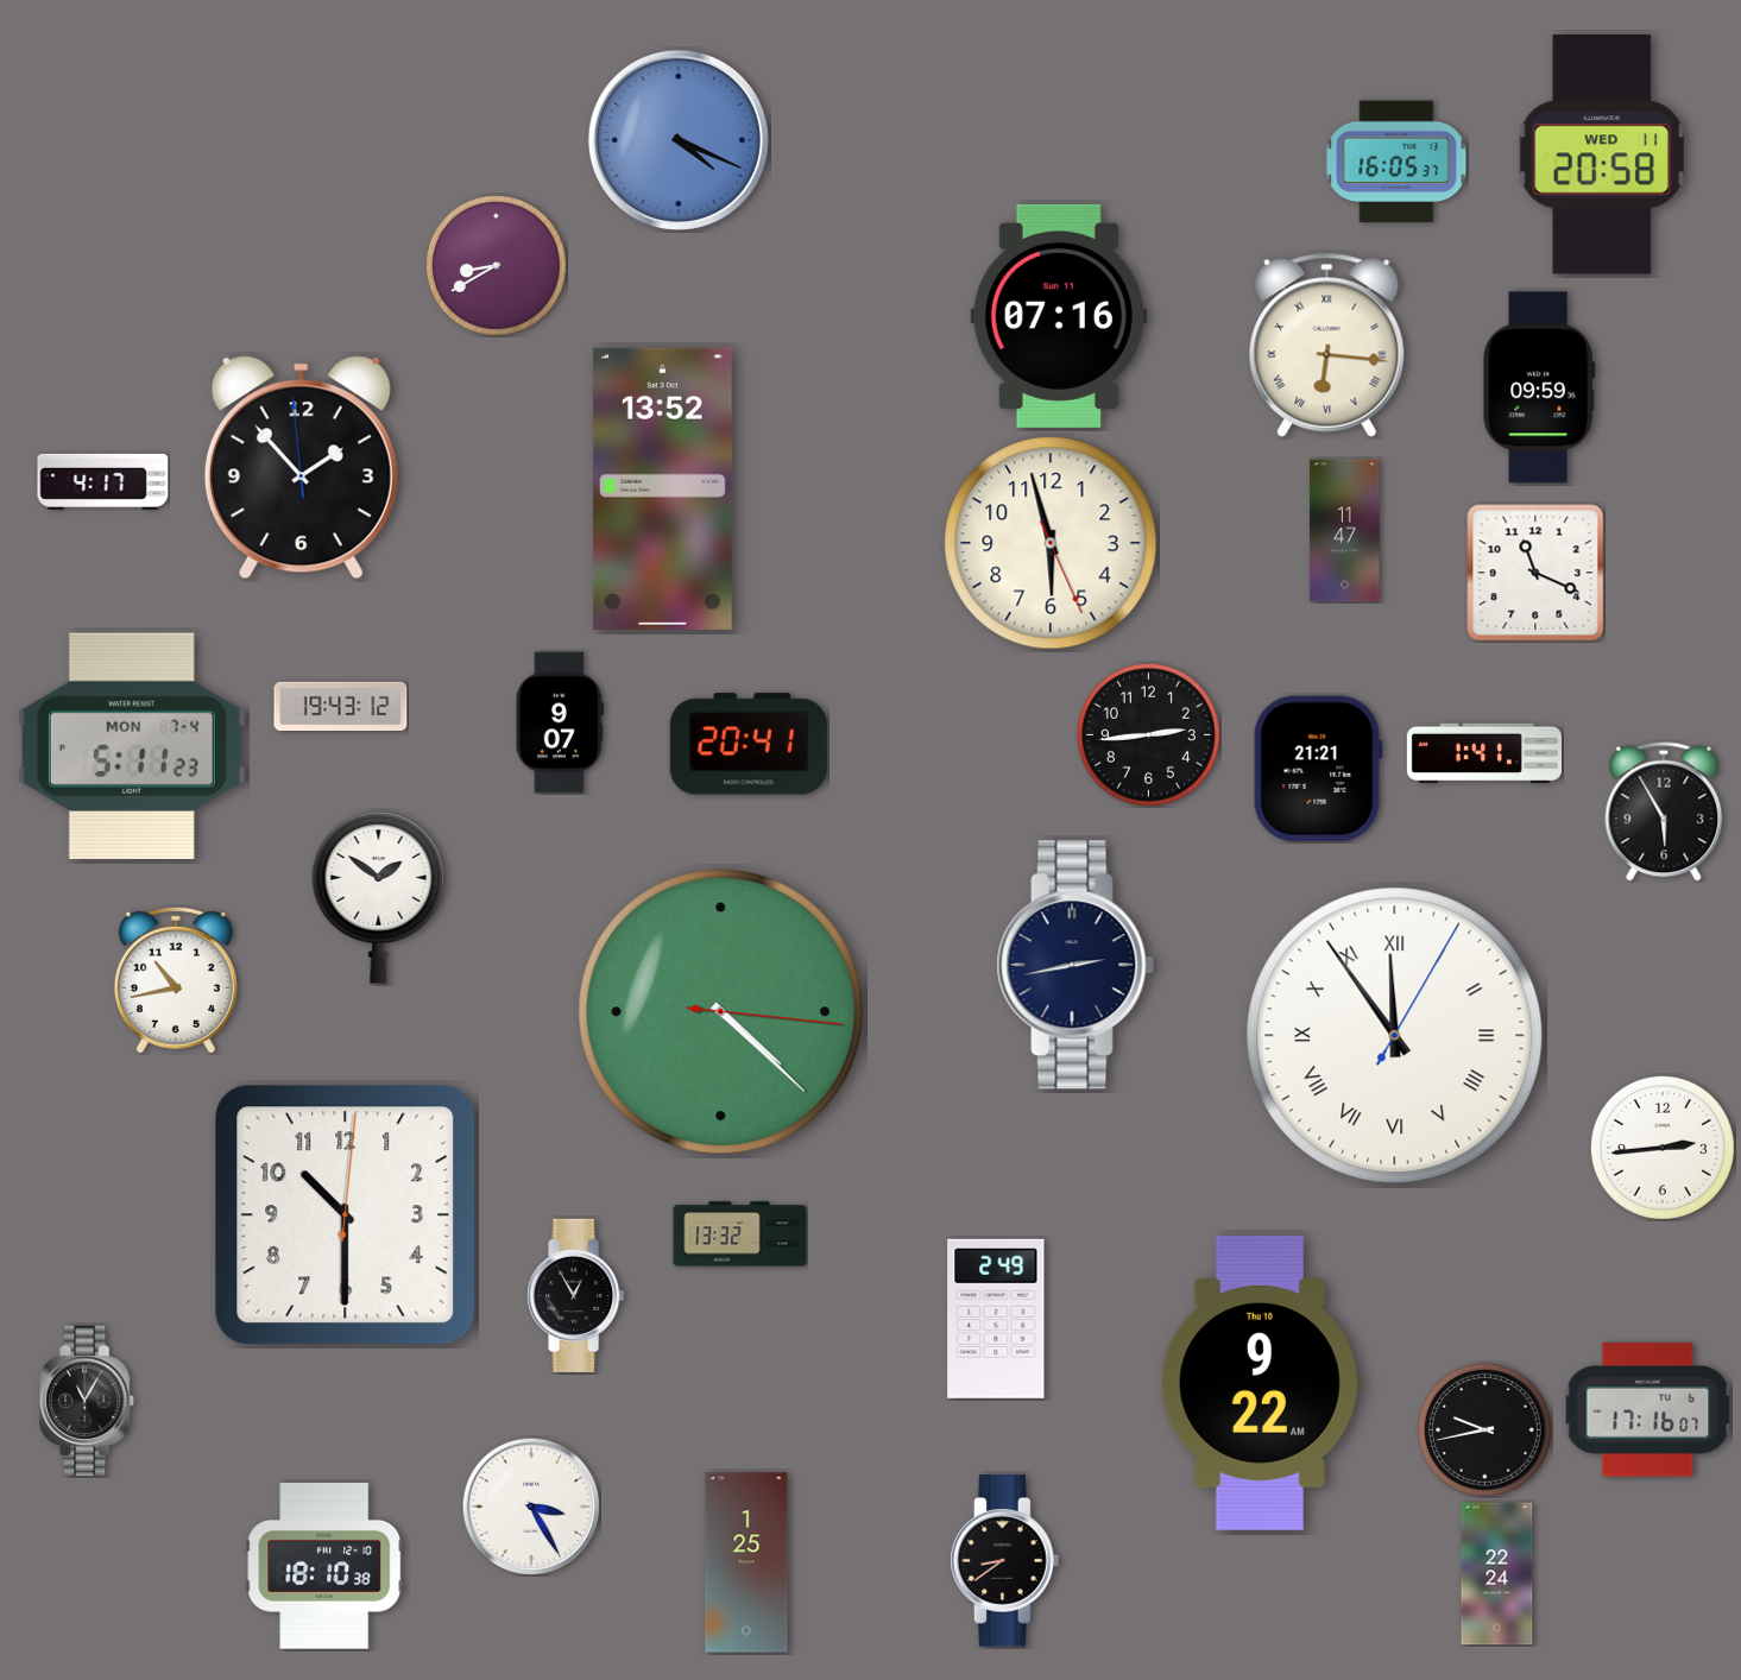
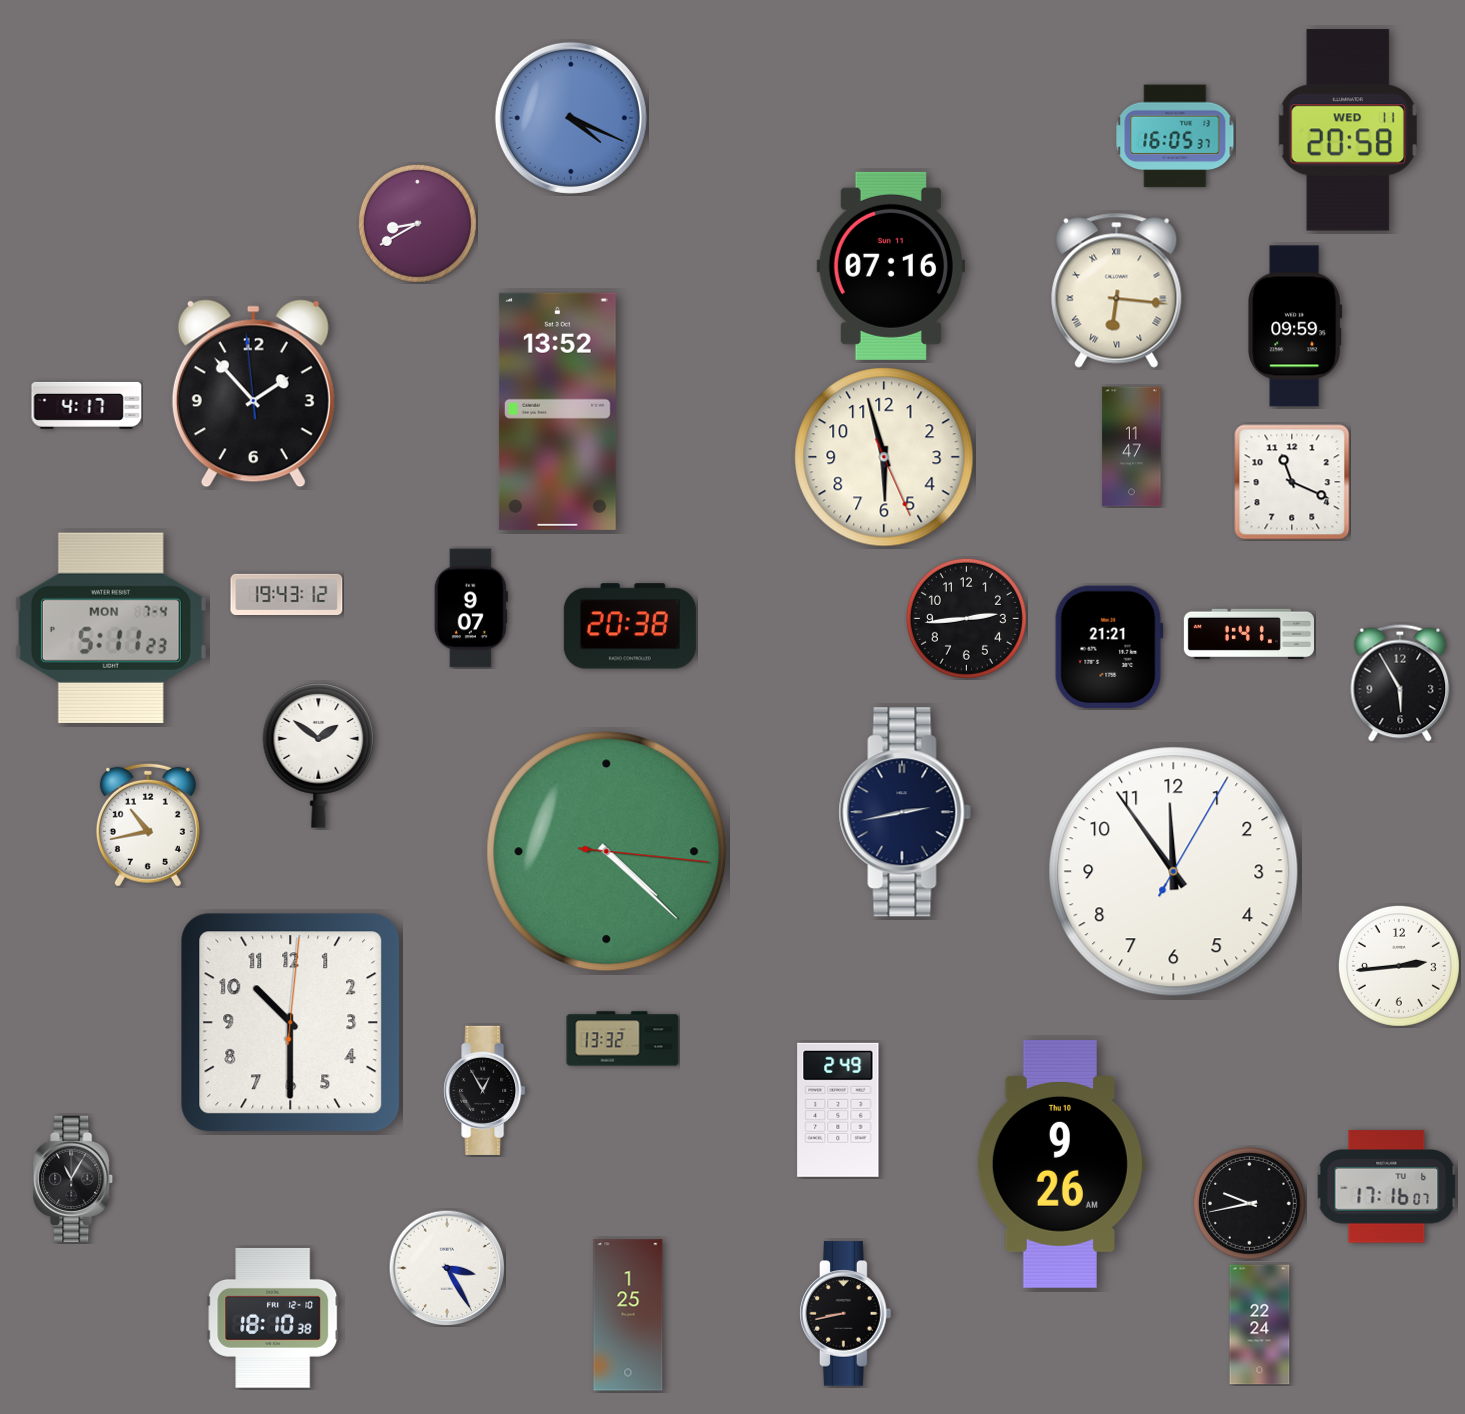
clock at (749, 744): 20:41 -> 20:38
clock at (1395, 1036) numerals: Roman -> Arabic
clock at (1260, 1383): 9:22 -> 9:26
clock at (1005, 1561): 8:39 -> 8:43
